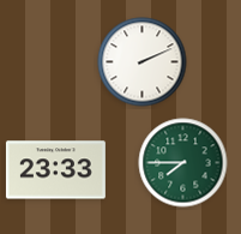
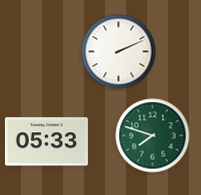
clock at (183, 163): 7:45 -> 7:48
clock at (55, 170): 23:33 -> 05:33
